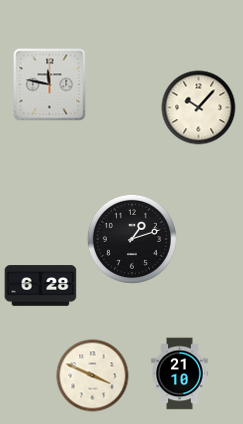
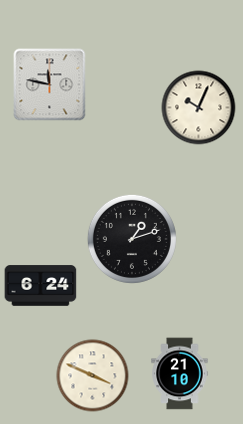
clock at (199, 108): 10:07 -> 10:04
clock at (41, 286): 6:28 -> 6:24
